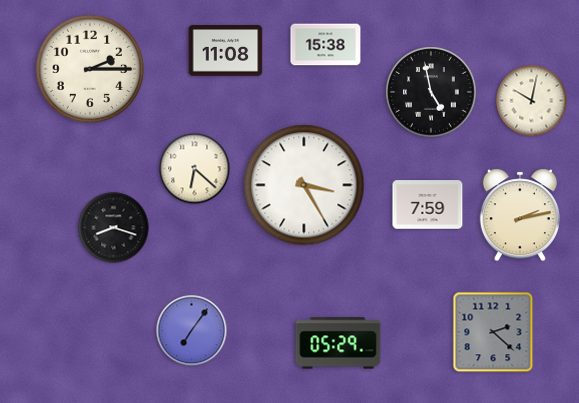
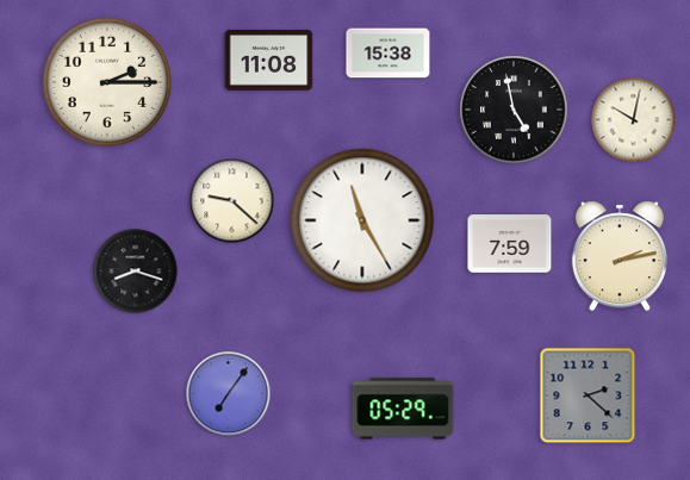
clock at (195, 169): 6:22 -> 9:22
clock at (304, 185): 3:25 -> 11:25
